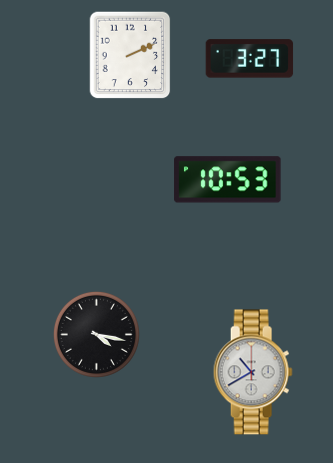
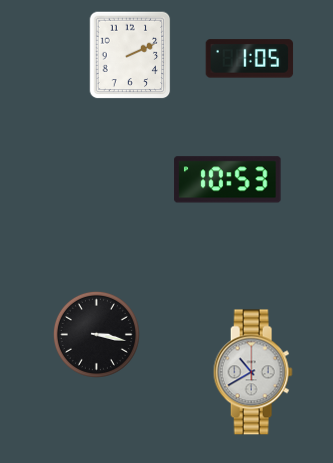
clock at (250, 59): 3:27 -> 1:05
clock at (96, 334): 4:17 -> 3:17
